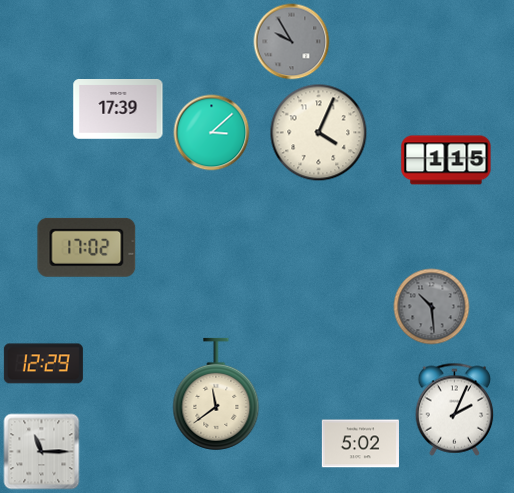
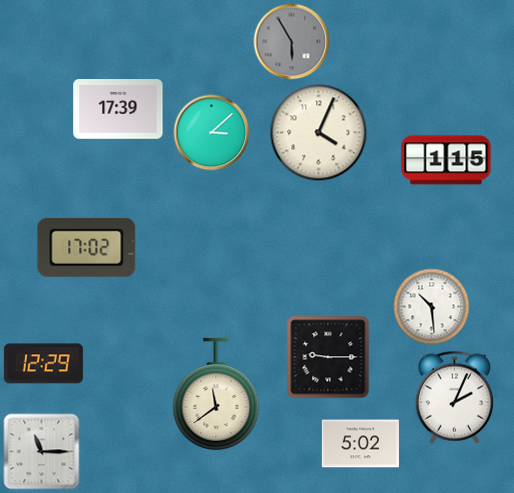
clock at (292, 42): 9:55 -> 5:55
clock at (432, 307) dial: grey -> white
clock at (328, 357): none -> 9:15
clock at (455, 409) position: (455, 409) -> (455, 397)
